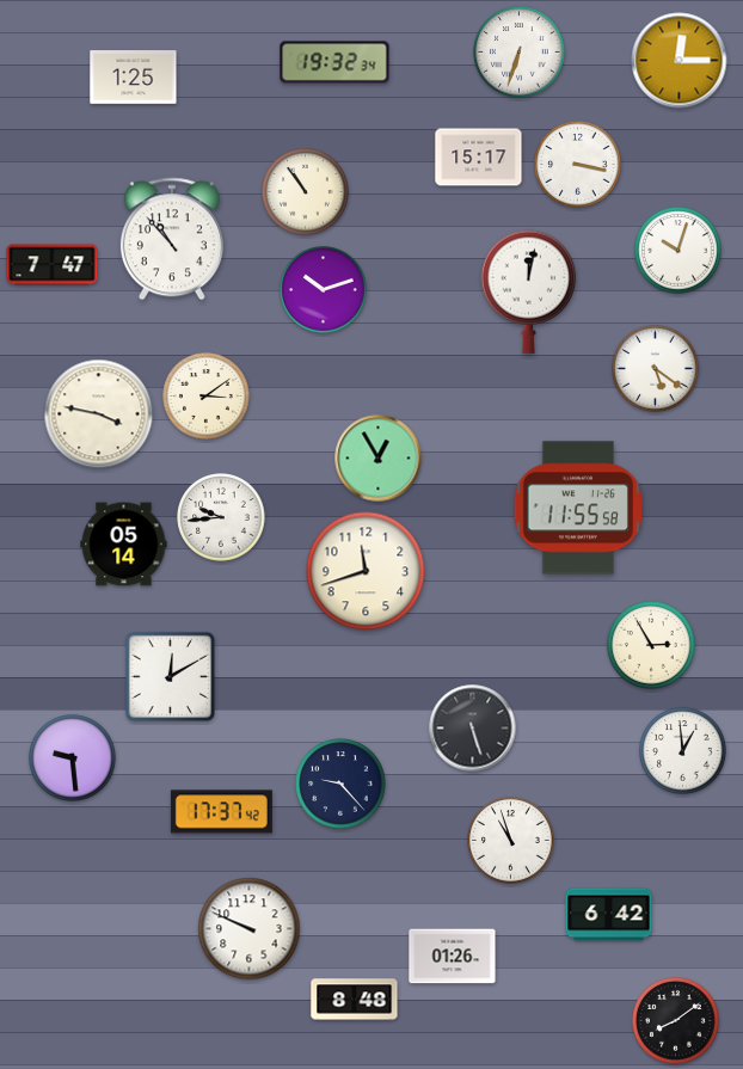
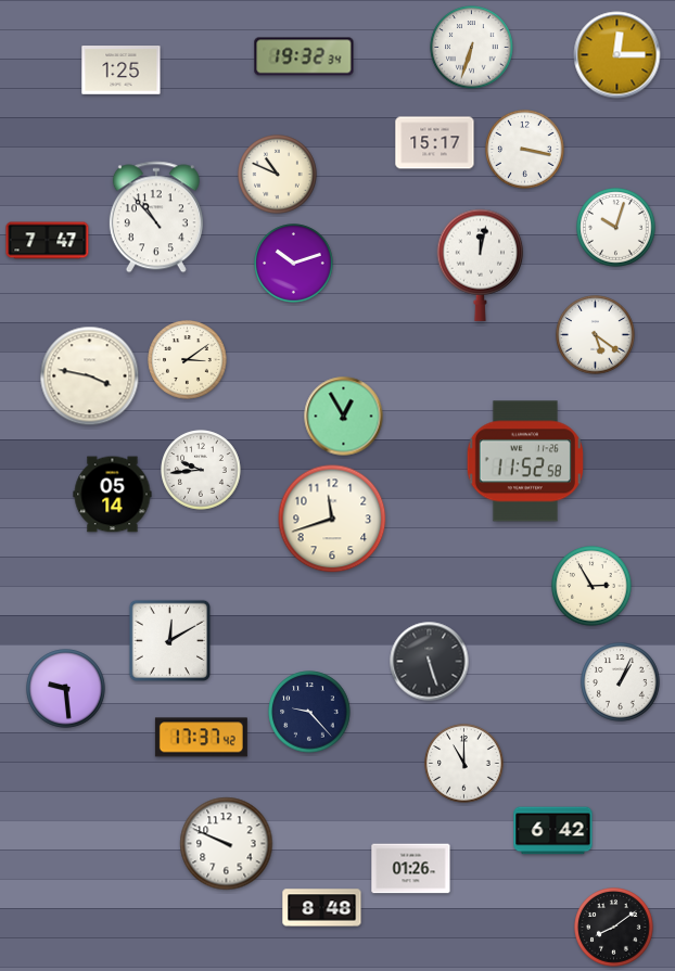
clock at (306, 192): 10:54 -> 10:49
clock at (578, 508): 11:55 -> 11:52
clock at (171, 677) position: (171, 677) -> (170, 641)
clock at (683, 751): 12:59 -> 1:04
clock at (511, 841): 10:57 -> 11:00
